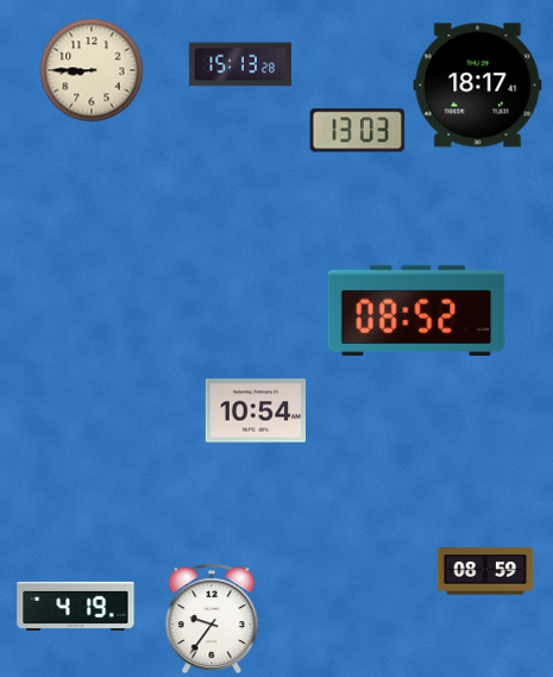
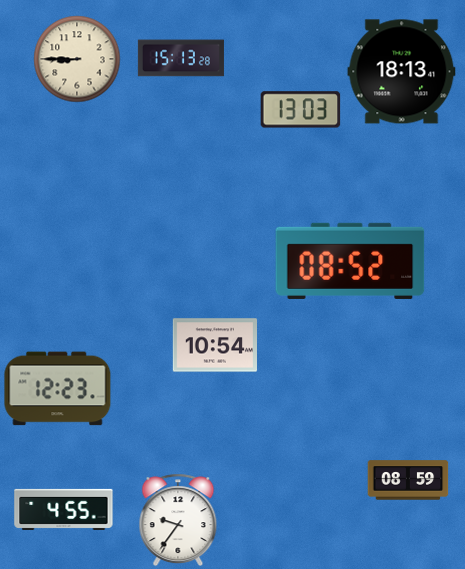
clock at (240, 64) position: (240, 64) -> (181, 58)
clock at (478, 86): 18:17 -> 18:13
clock at (58, 389): none -> 12:23
clock at (76, 606): 4:19 -> 4:55
